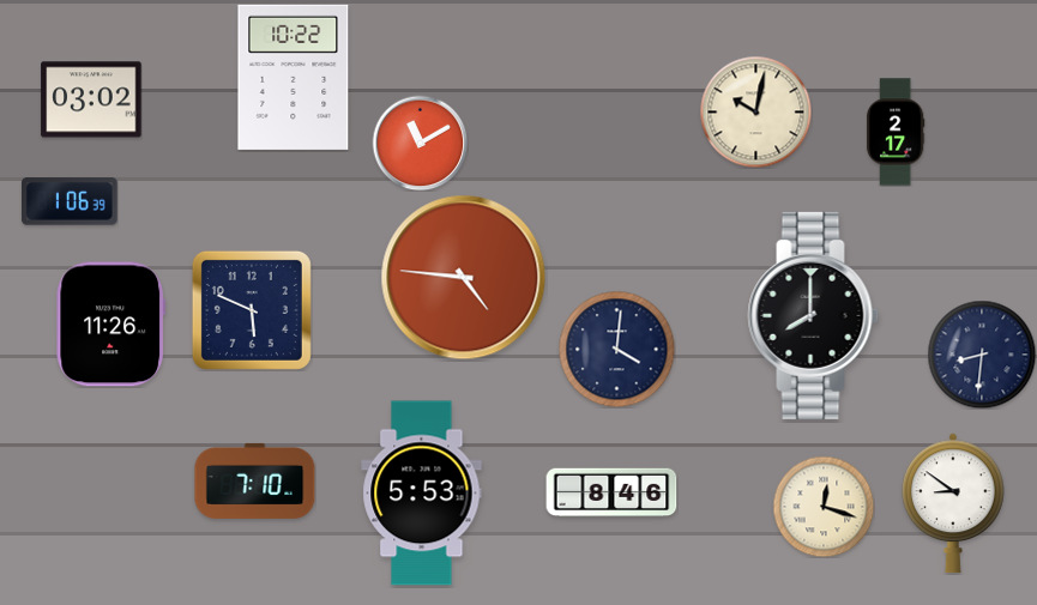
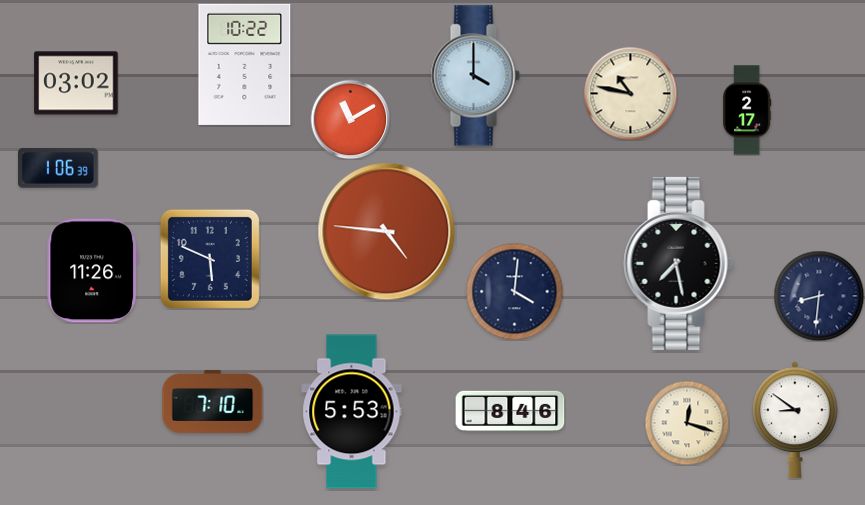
clock at (475, 76): none -> 4:00
clock at (755, 111): 10:02 -> 10:47
clock at (814, 315): 8:00 -> 7:28
